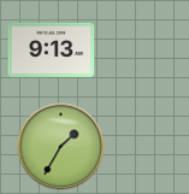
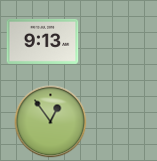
clock at (61, 147): 1:35 -> 12:54
